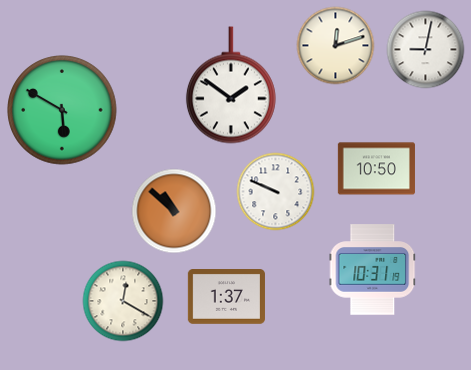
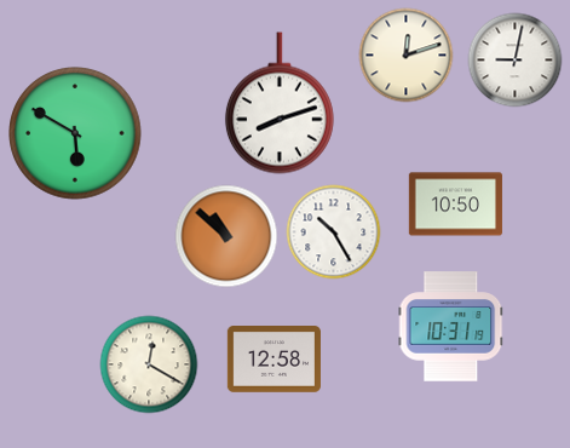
clock at (231, 85): 1:51 -> 8:12
clock at (275, 191): 9:49 -> 10:25
clock at (174, 211) position: (174, 211) -> (226, 236)
clock at (226, 297): 1:37 -> 12:58
